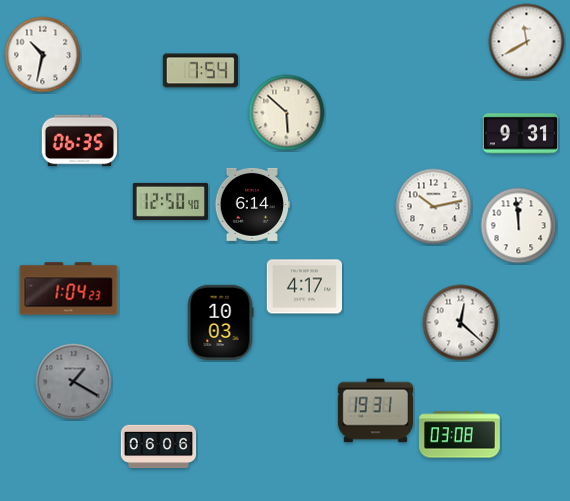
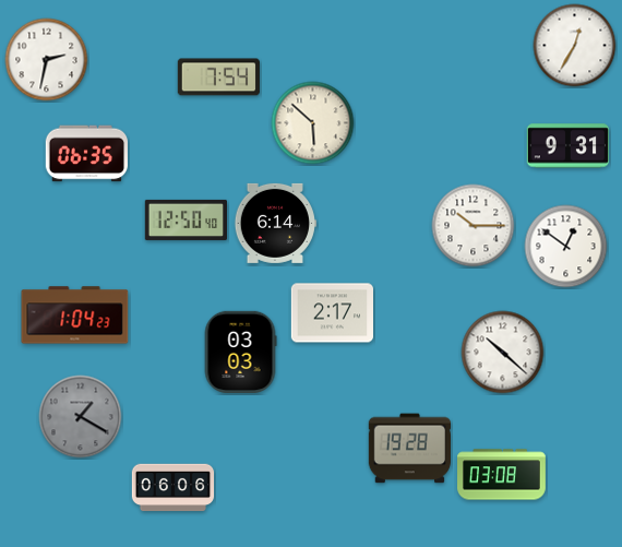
clock at (527, 42): 11:40 -> 12:35
clock at (43, 55): 10:32 -> 2:32
clock at (434, 207): 10:13 -> 10:15
clock at (519, 226): 11:59 -> 12:51
clock at (304, 287): 4:17 -> 2:17
clock at (220, 322): 10:03 -> 03:03
clock at (461, 323): 12:22 -> 10:22
clock at (375, 411): 19:31 -> 19:28
